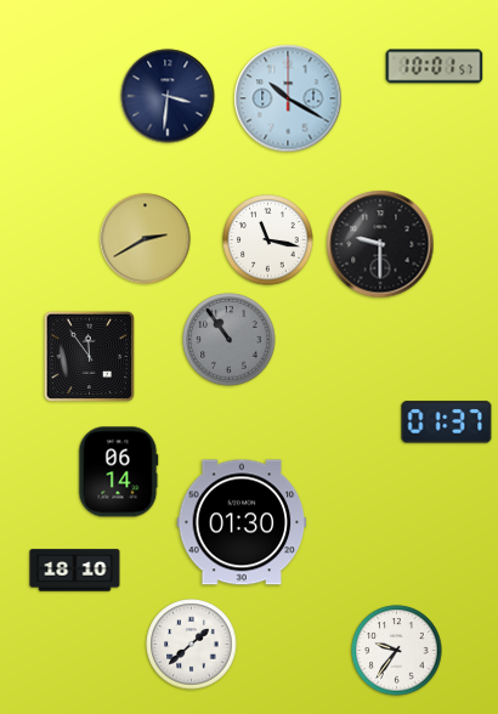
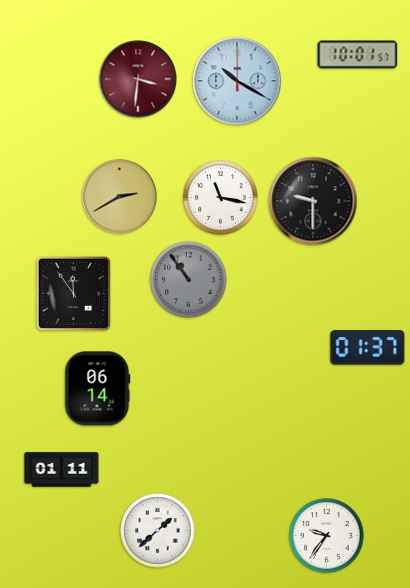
clock at (168, 96) dial: navy -> burgundy
clock at (242, 522): 01:30 -> none
clock at (75, 571): 18:10 -> 01:11
